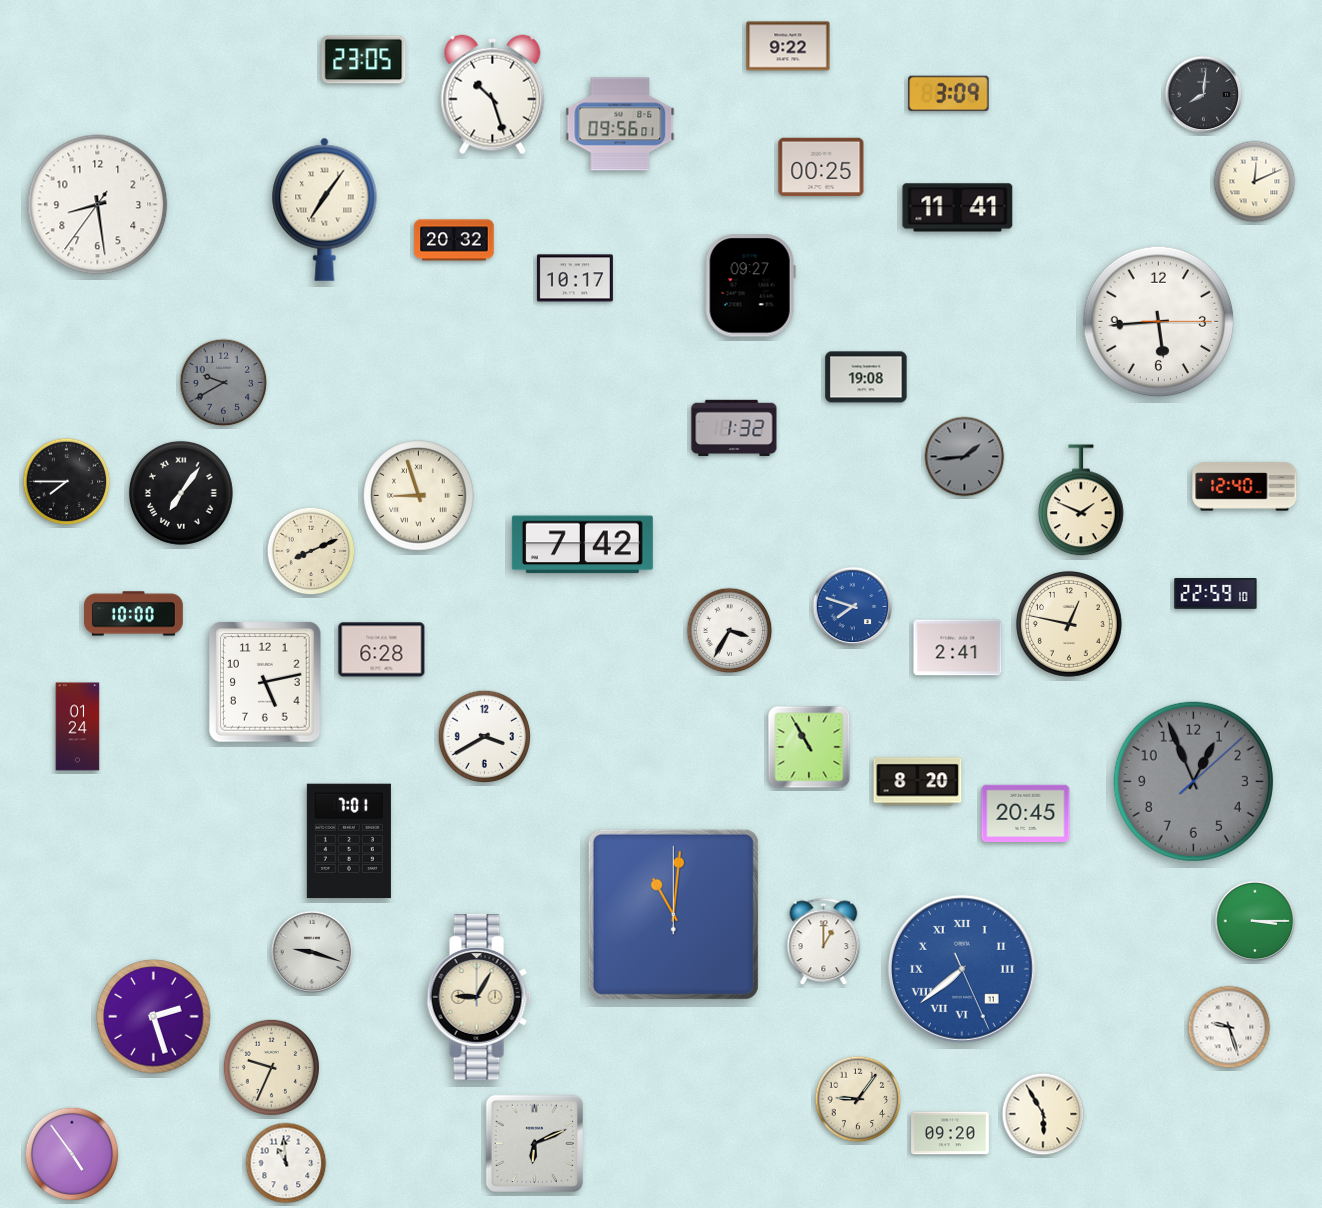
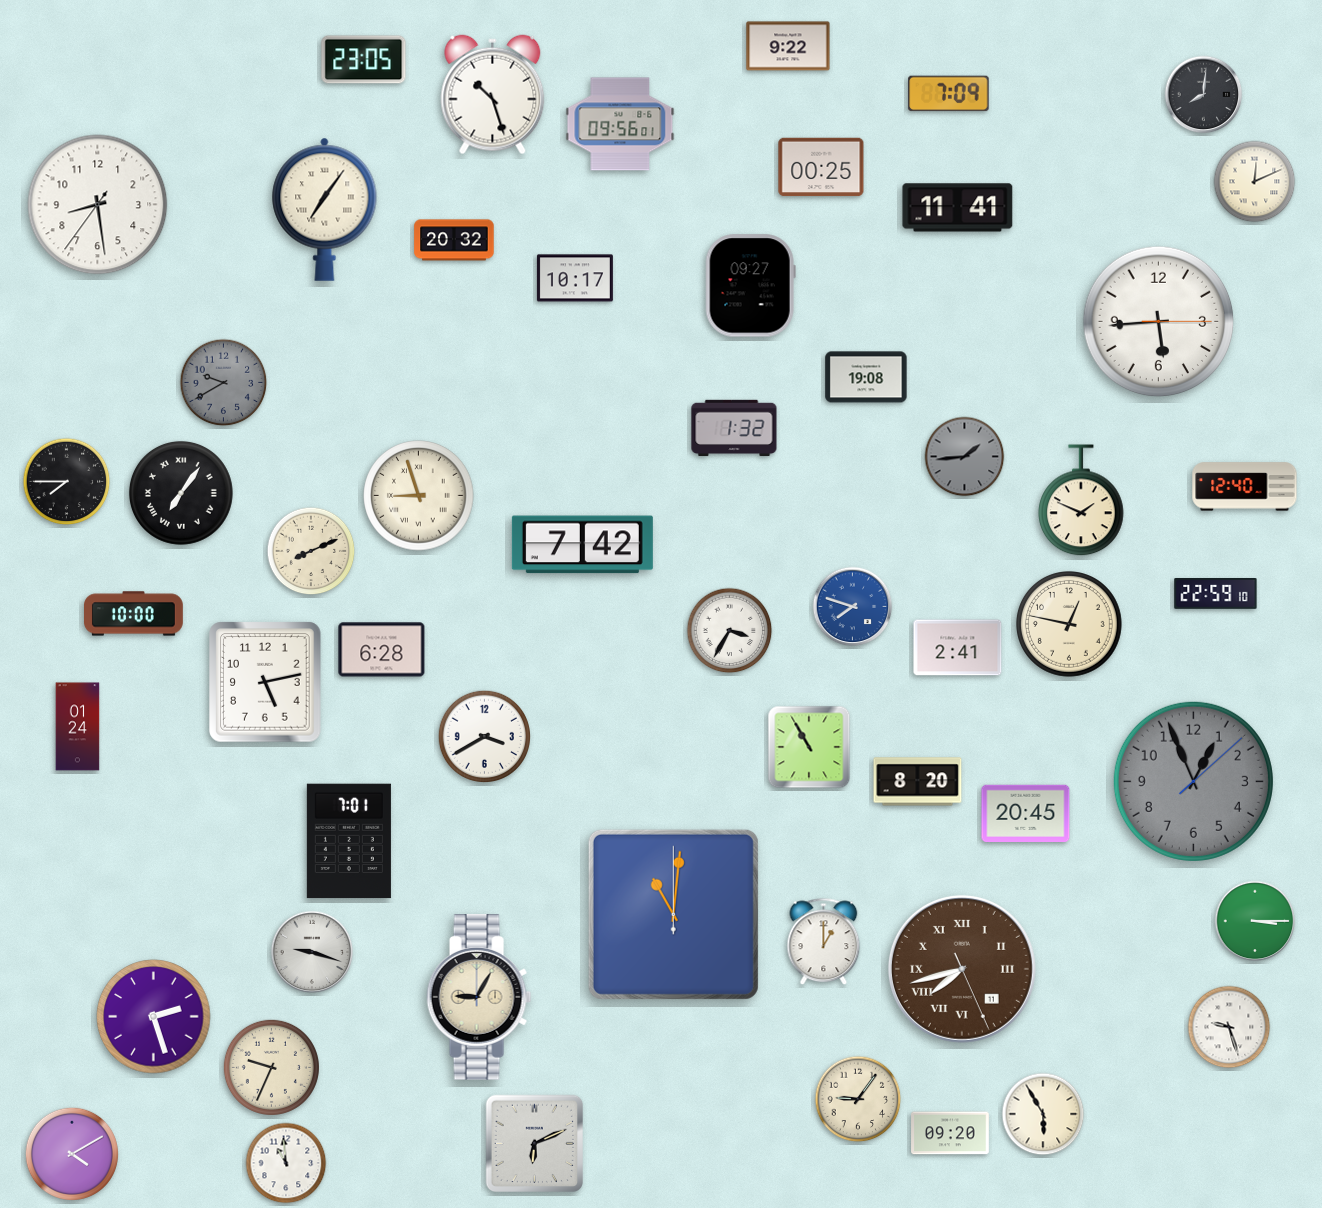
clock at (949, 94): 3:09 -> 7:09
clock at (962, 969): 7:38 -> 7:42
clock at (962, 969) dial: blue -> brown
clock at (71, 1153): 4:54 -> 4:10
